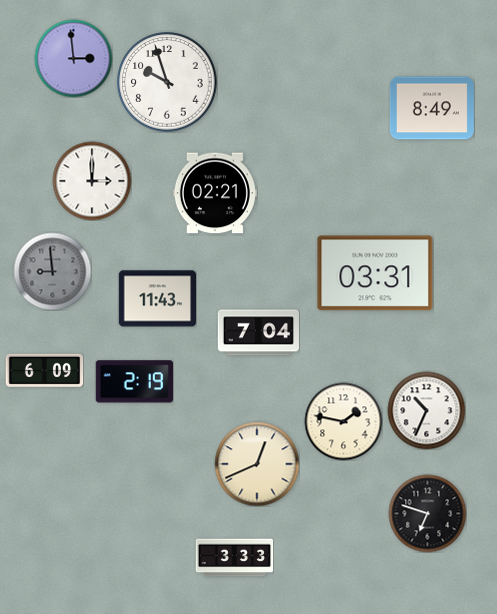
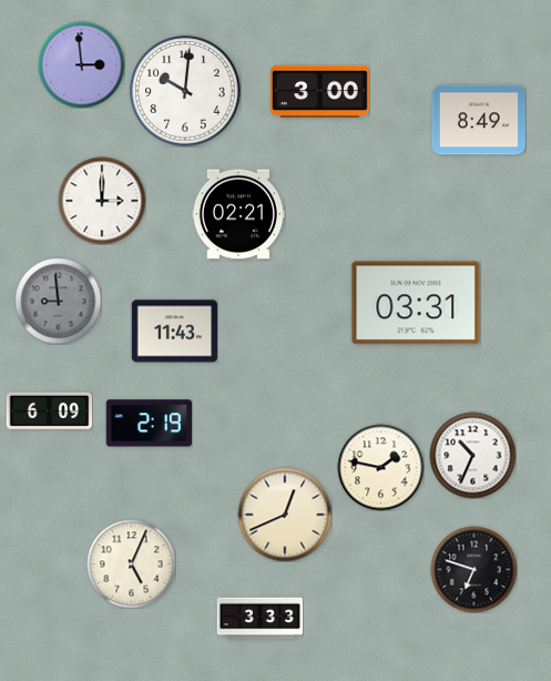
clock at (167, 82): 9:57 -> 10:01
clock at (319, 91): none -> 3:00
clock at (258, 333): 7:04 -> none
clock at (131, 563): none -> 5:04
